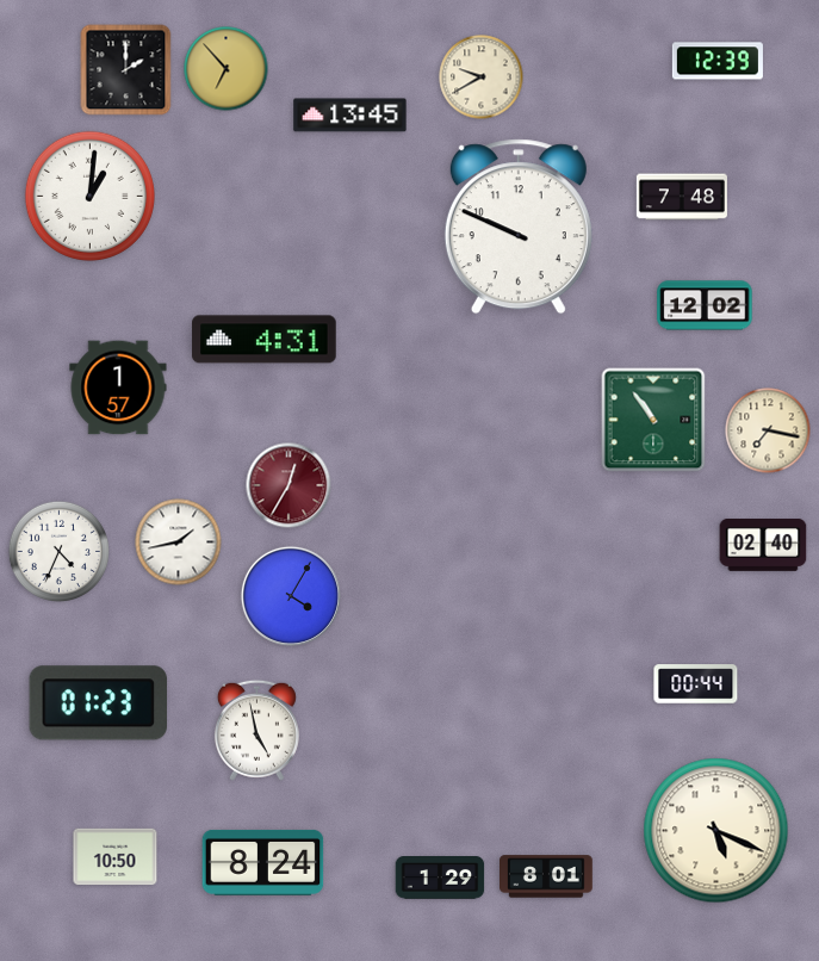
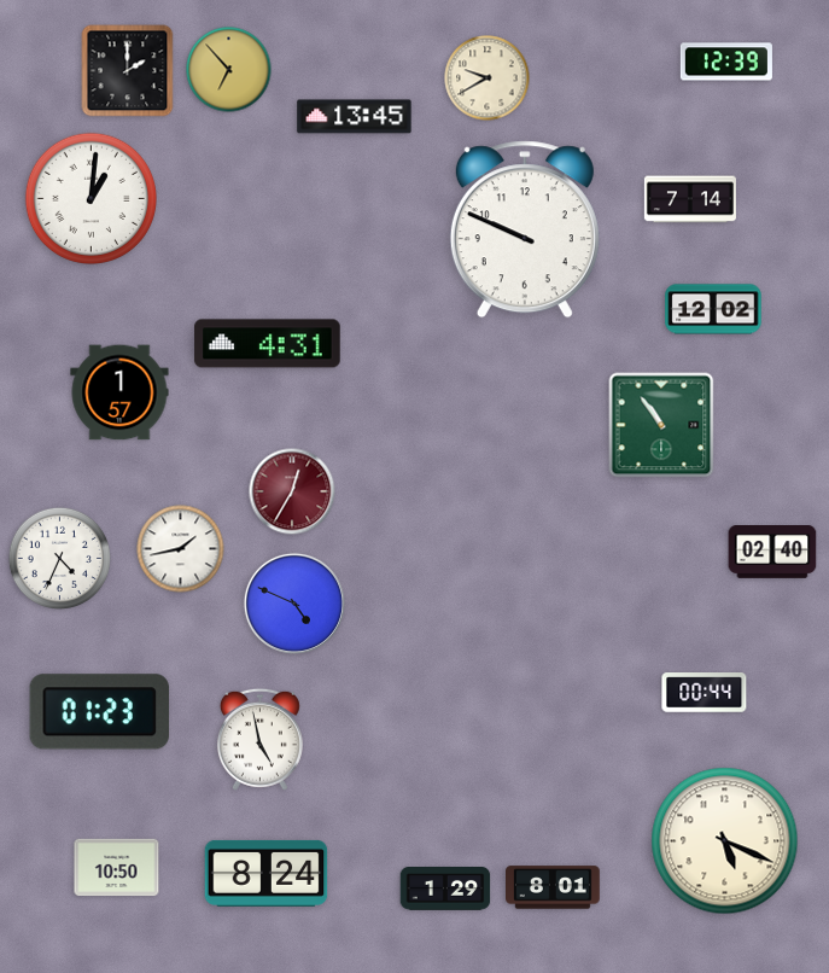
clock at (682, 197): 7:48 -> 7:14
clock at (768, 430): 7:17 -> none
clock at (291, 596): 4:05 -> 4:49
